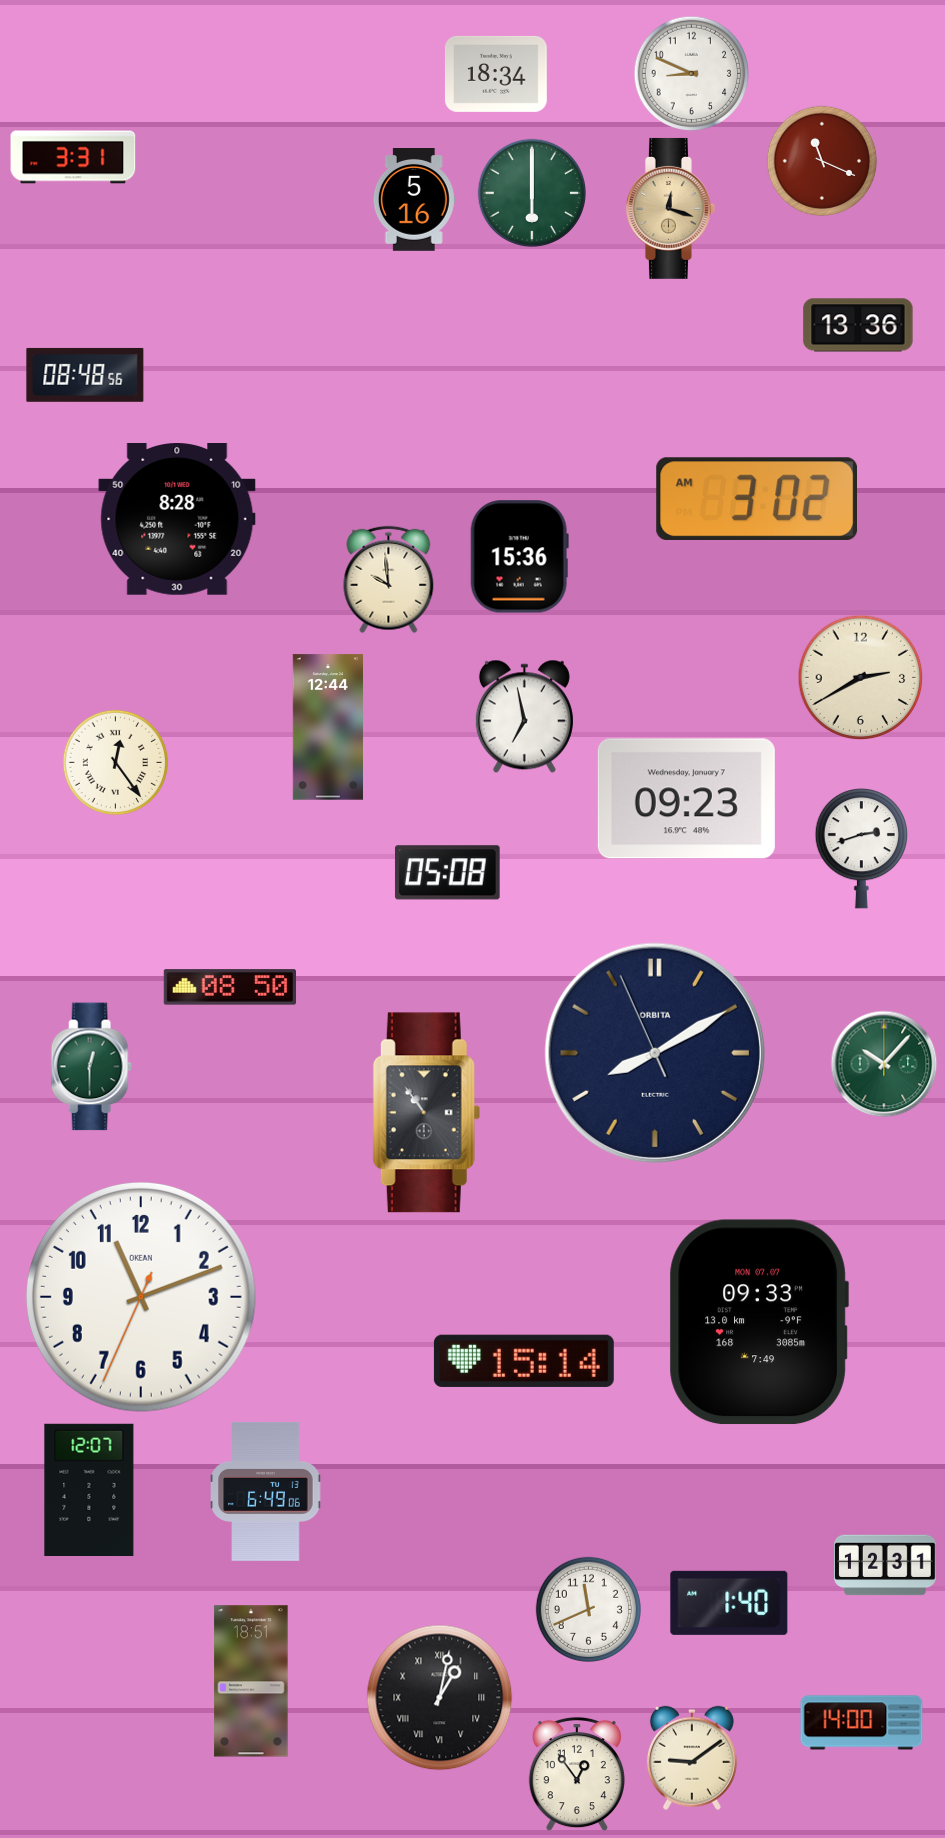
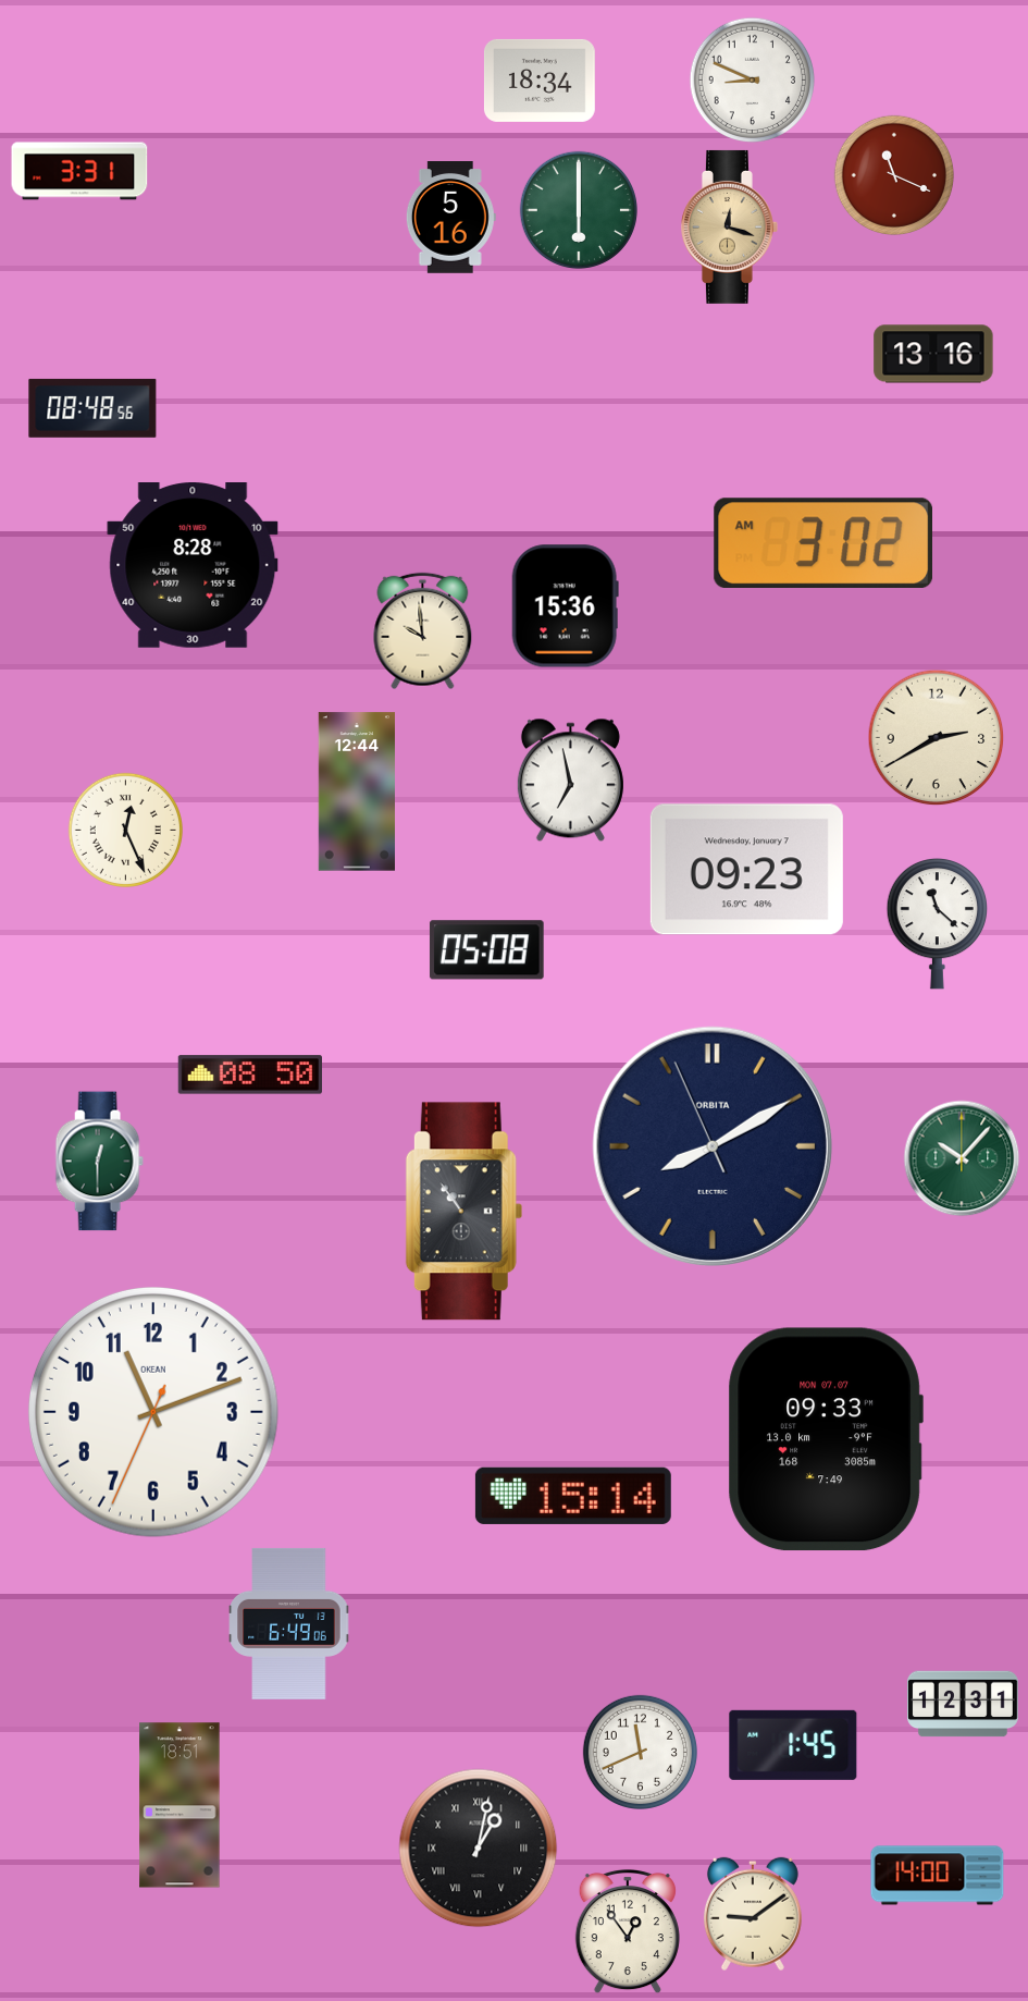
clock at (858, 325): 13:36 -> 13:16
clock at (115, 762): 12:24 -> 12:26
clock at (861, 848): 2:42 -> 11:22
clock at (524, 1361) position: (524, 1361) -> (573, 1496)
clock at (89, 1489): 12:07 -> none
clock at (729, 1603): 1:40 -> 1:45
clock at (251, 1681) position: (251, 1681) -> (179, 1805)
